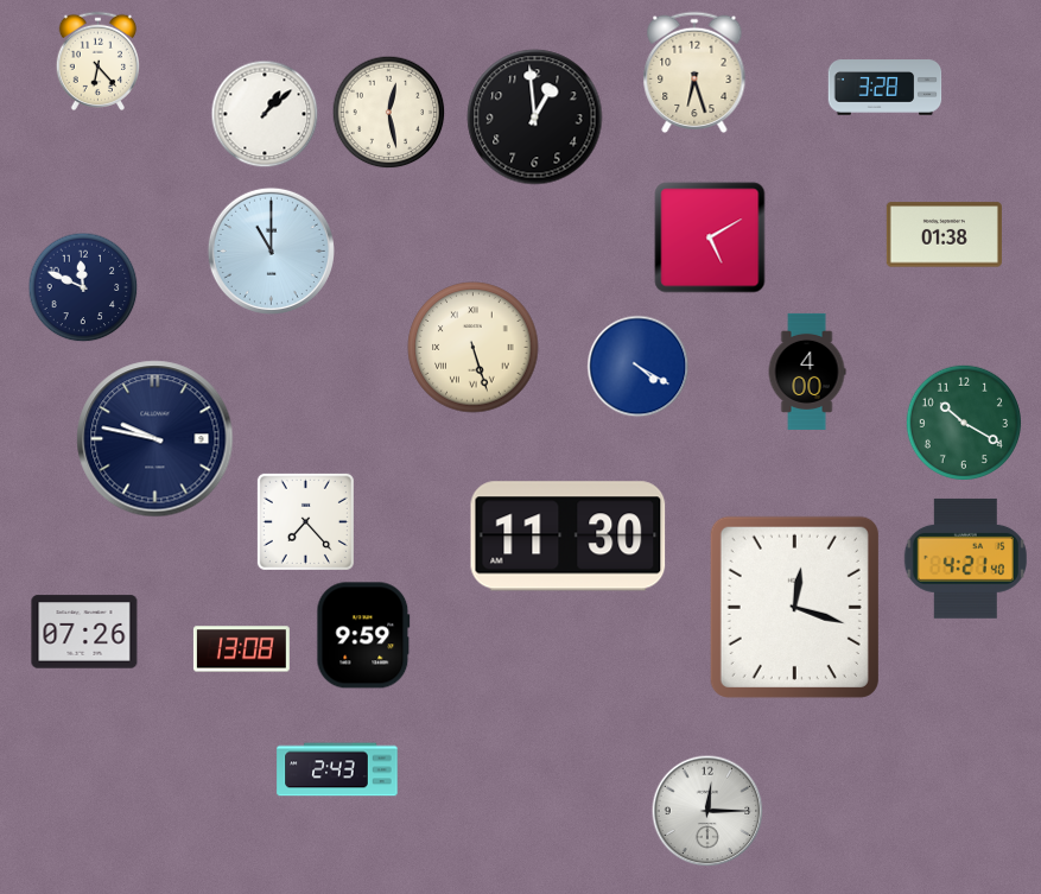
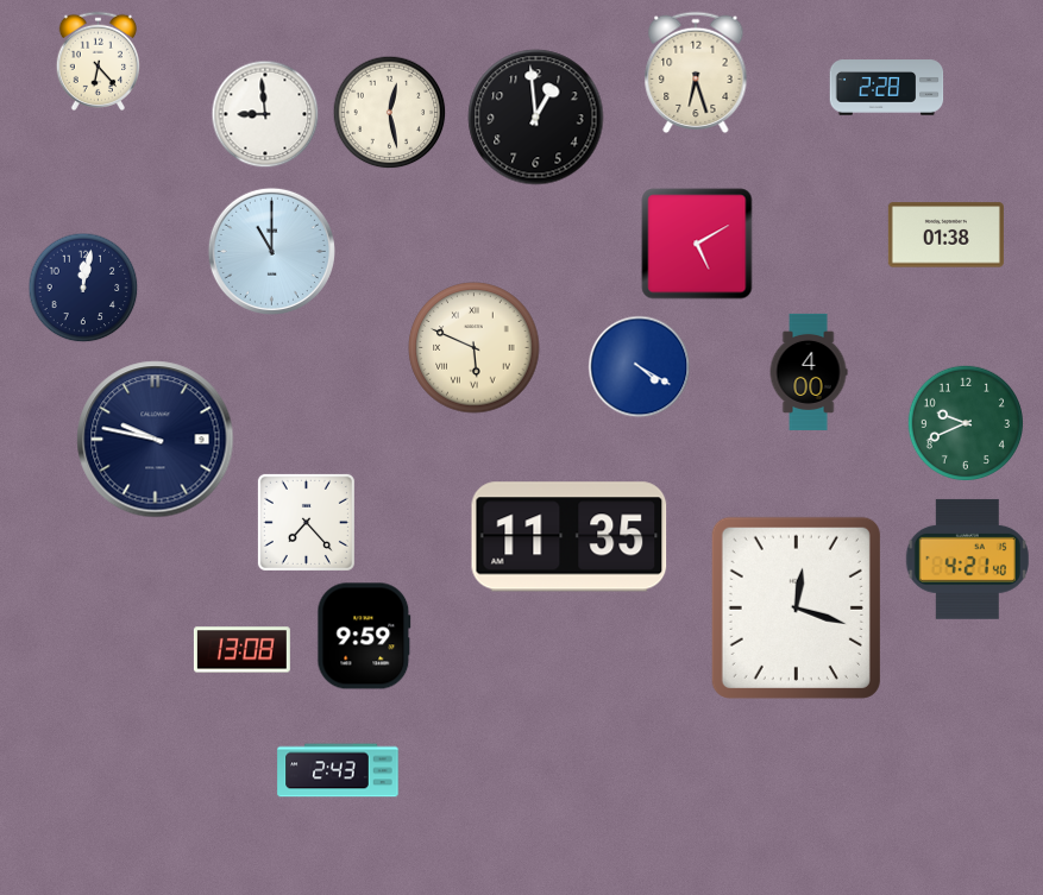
clock at (886, 88): 3:28 -> 2:28
clock at (265, 114): 1:08 -> 8:59
clock at (710, 237) position: (710, 237) -> (697, 244)
clock at (83, 287): 11:49 -> 12:02
clock at (474, 348): 5:27 -> 5:49
clock at (963, 421): 10:20 -> 9:41
clock at (569, 537): 11:30 -> 11:35
clock at (84, 632): 07:26 -> none
clock at (707, 811): 12:15 -> none
